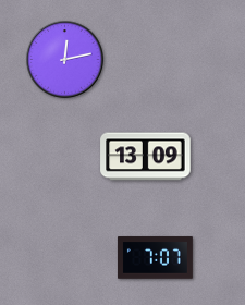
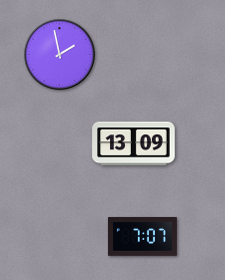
clock at (65, 60): 12:13 -> 1:58
